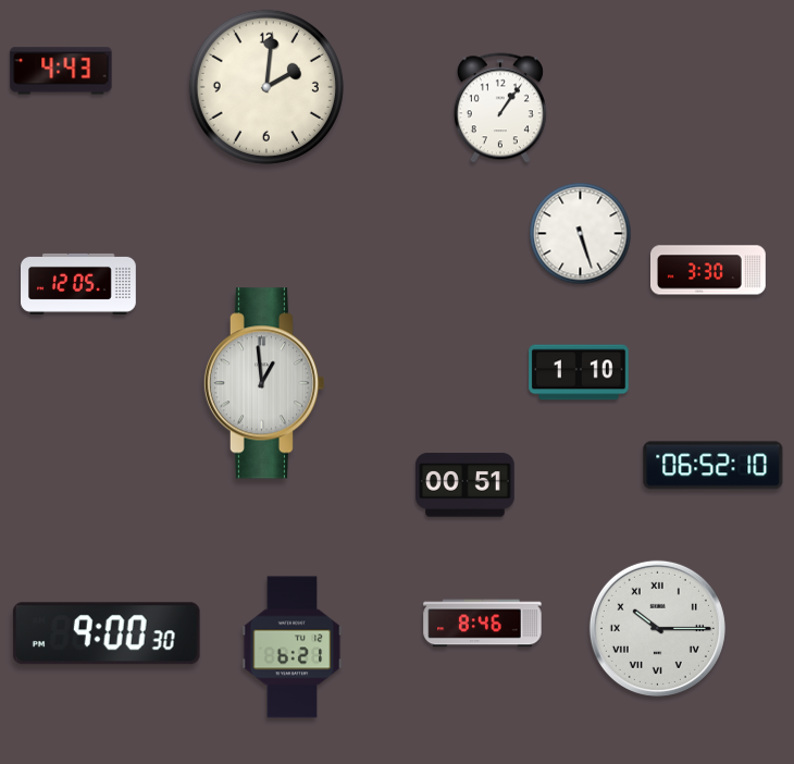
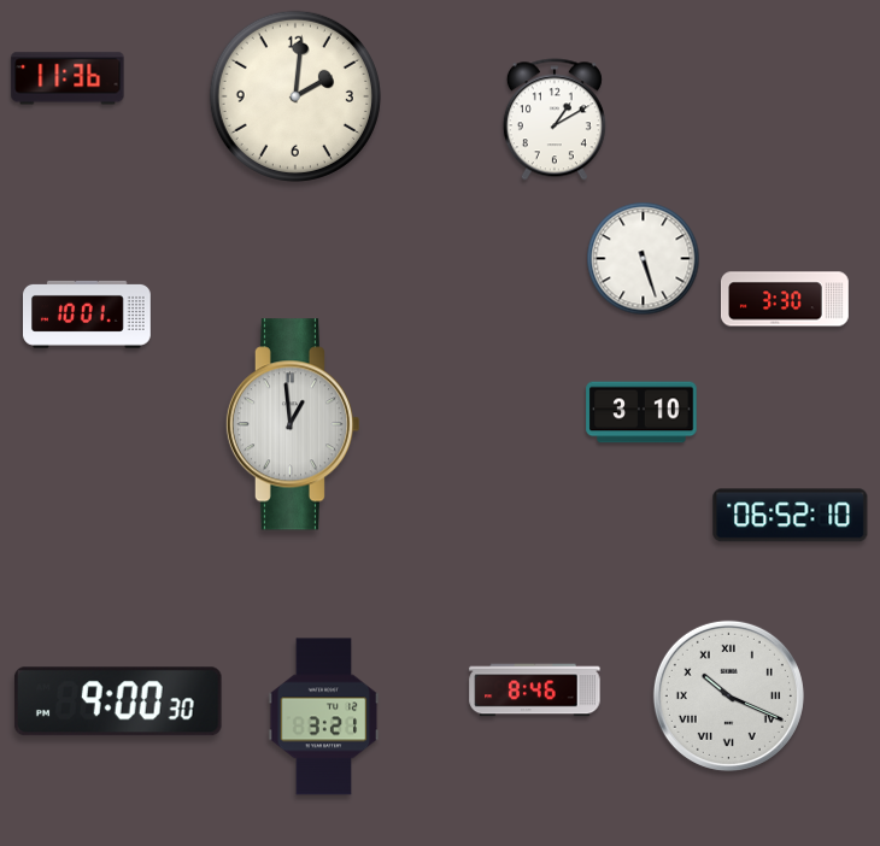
clock at (61, 71): 4:43 -> 11:36
clock at (500, 108): 1:06 -> 1:10
clock at (79, 284): 12:05 -> 10:01
clock at (579, 372): 1:10 -> 3:10
clock at (466, 485): 00:51 -> none
clock at (657, 628): 10:15 -> 10:19
clock at (293, 648): 6:21 -> 3:21
